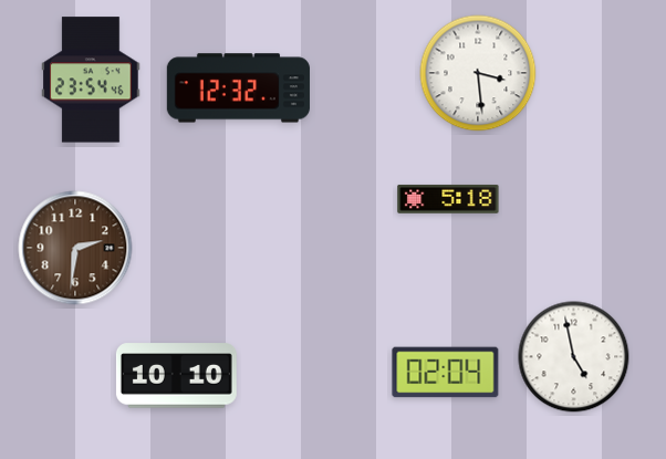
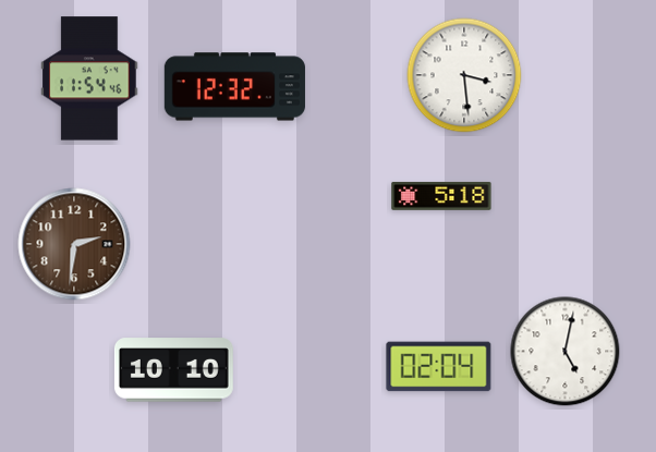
clock at (478, 73) position: (478, 73) -> (464, 75)
clock at (91, 80): 23:54 -> 11:54
clock at (574, 357): 4:58 -> 5:02
